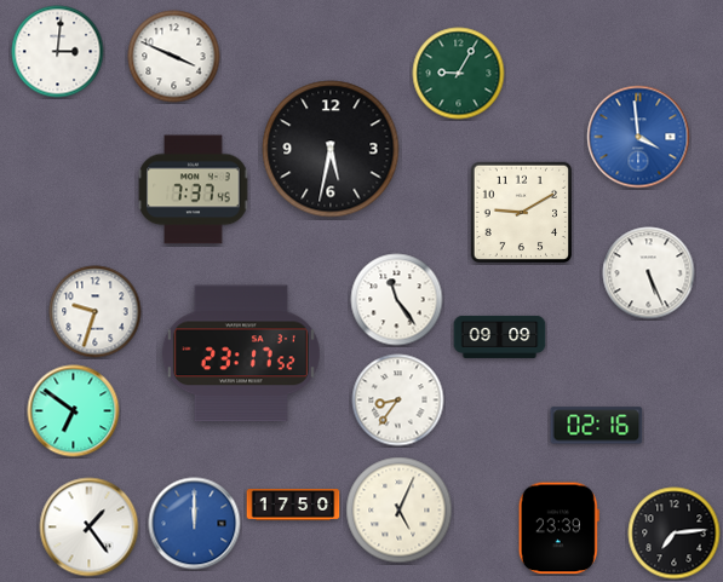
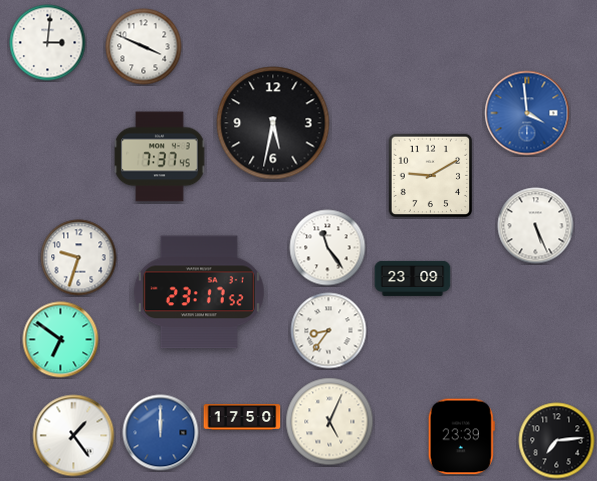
clock at (459, 74): 9:05 -> none
clock at (500, 336): 09:09 -> 23:09
clock at (597, 426): 02:16 -> none
